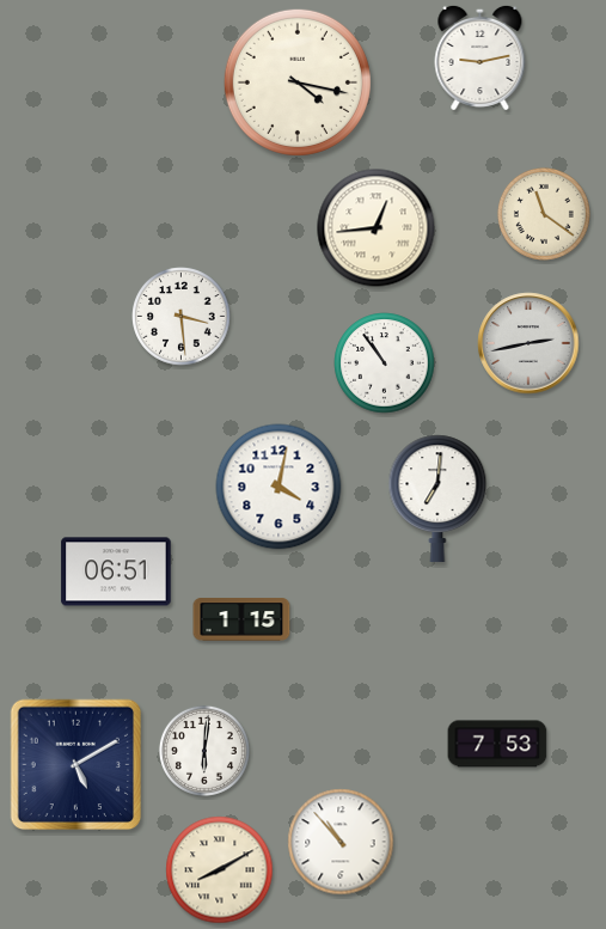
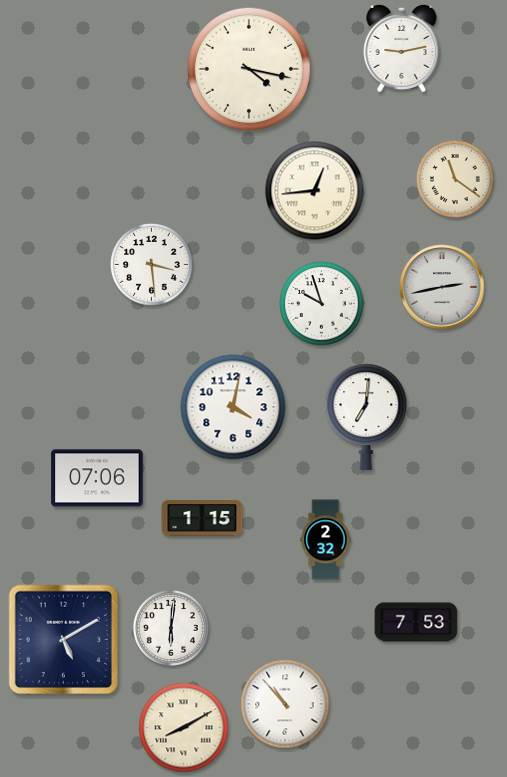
clock at (385, 363): 10:54 -> 9:57
clock at (116, 572): 06:51 -> 07:06
clock at (326, 540): none -> 2:32
